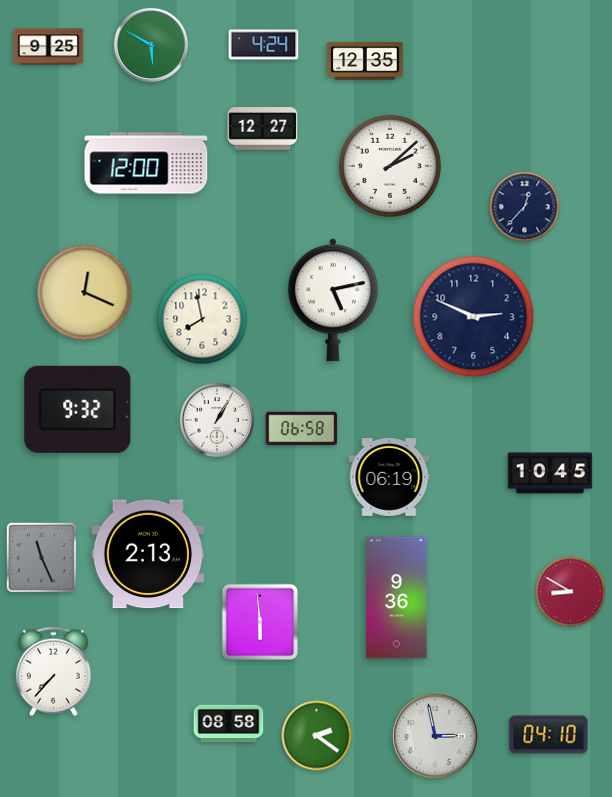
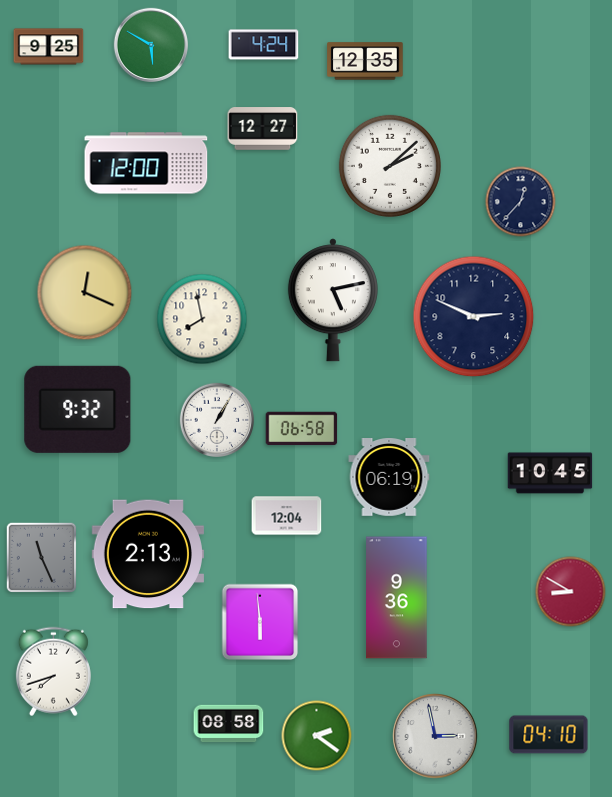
clock at (525, 207) position: (525, 207) -> (521, 202)
clock at (287, 516): none -> 12:04
clock at (53, 672): 7:37 -> 7:42
